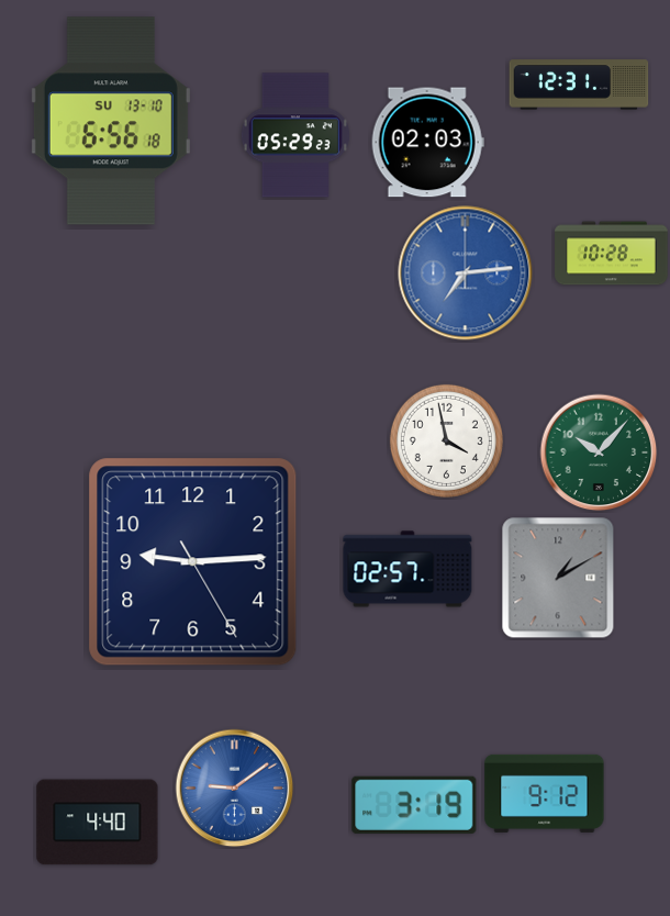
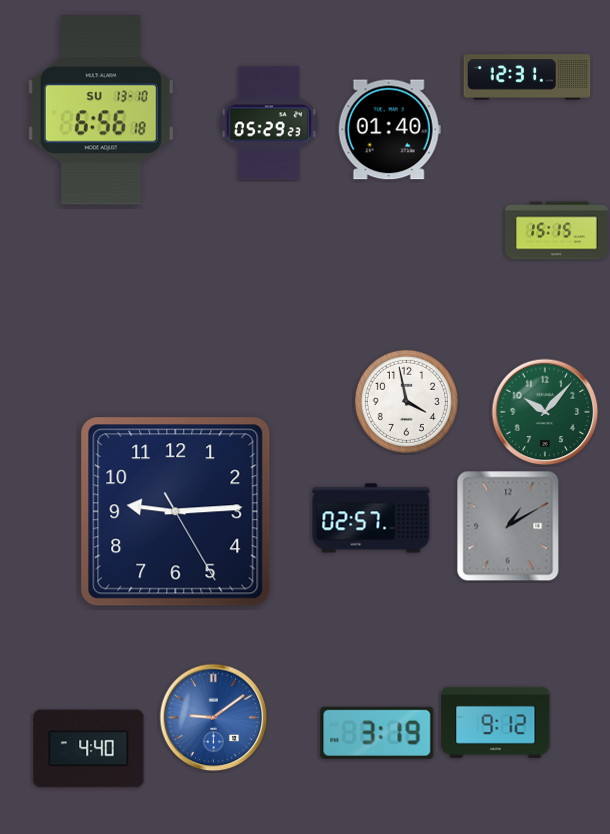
clock at (427, 143): 02:03 -> 01:40
clock at (612, 254): 10:28 -> 15:15
clock at (466, 273): 7:14 -> none
